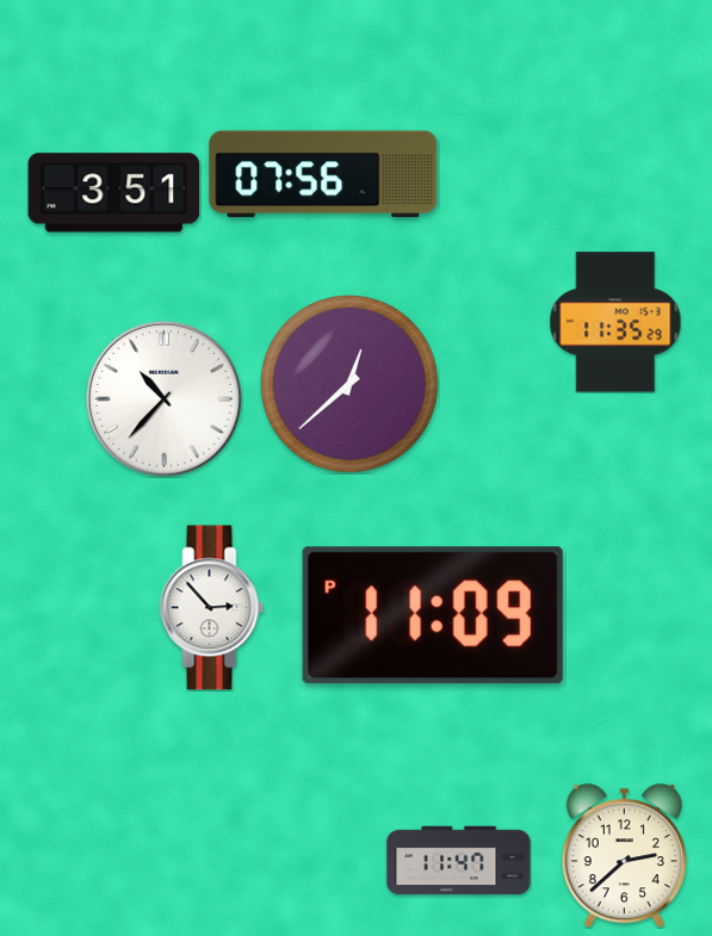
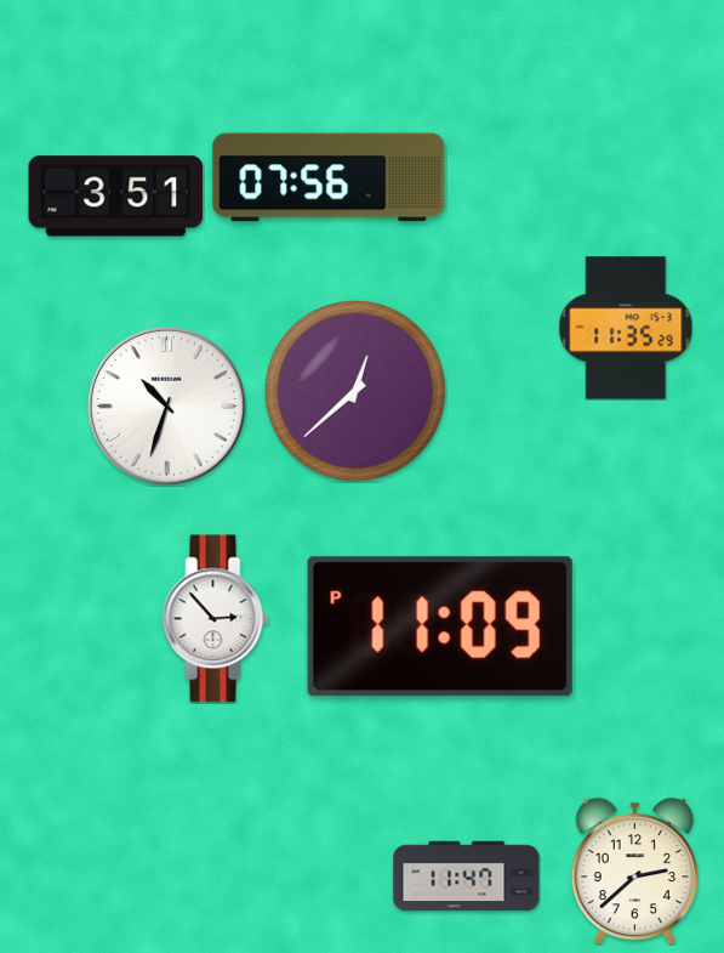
clock at (163, 398): 10:37 -> 10:33
